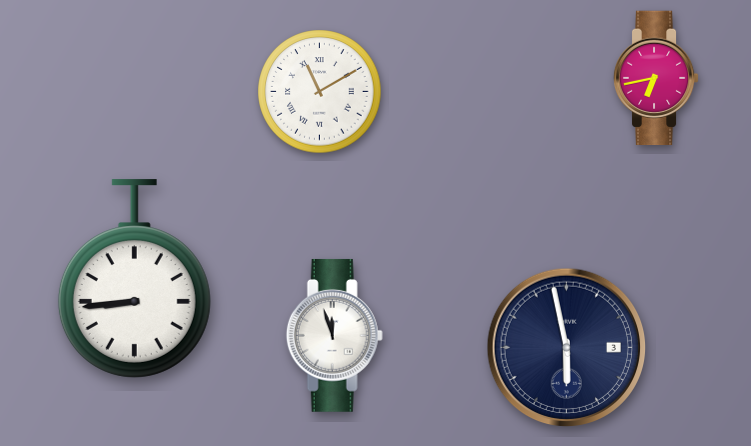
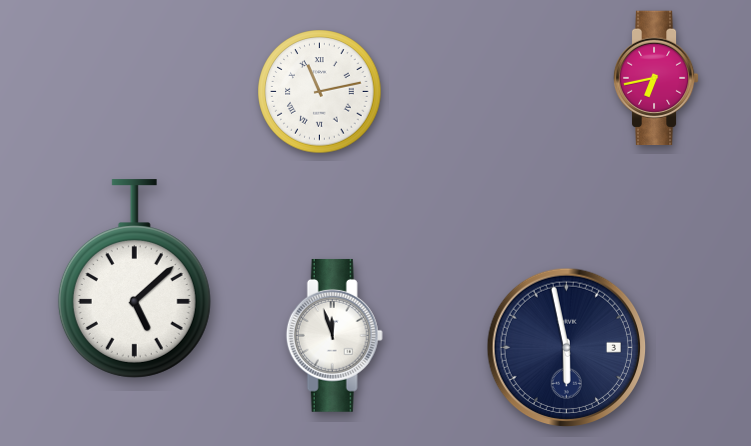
clock at (320, 92): 11:10 -> 11:13
clock at (134, 279): 8:44 -> 5:08
